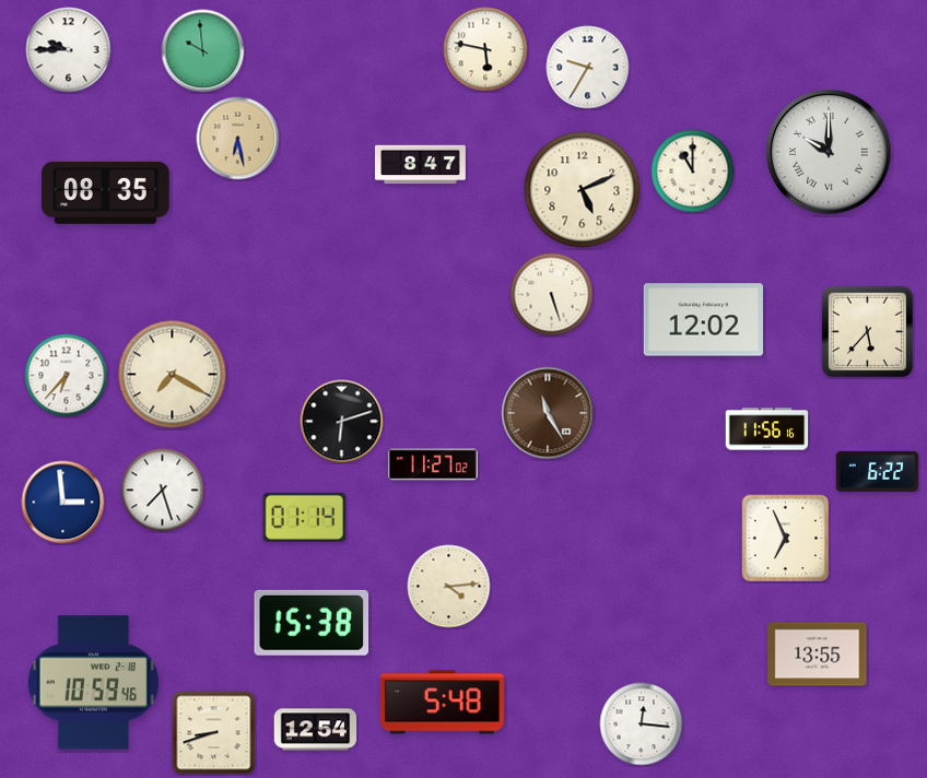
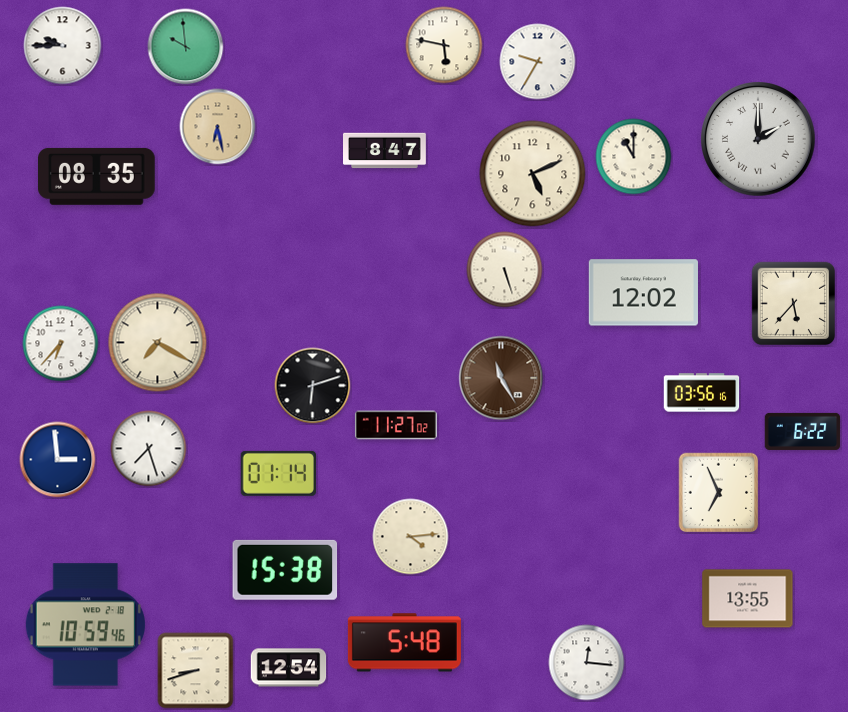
clock at (829, 152): 10:00 -> 2:00
clock at (767, 429): 11:56 -> 03:56
